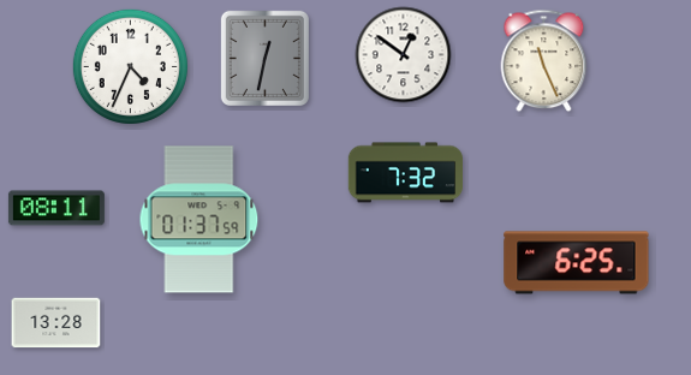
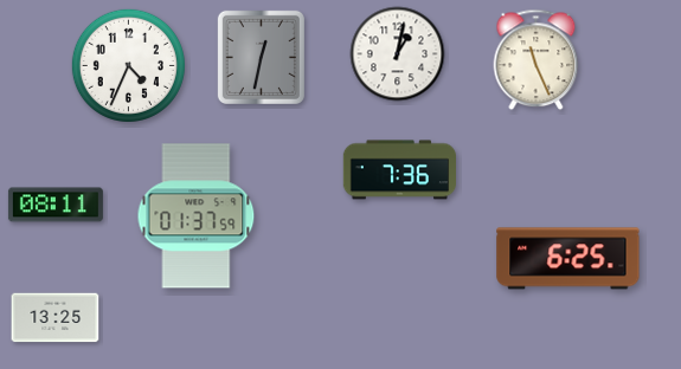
clock at (404, 55): 12:51 -> 1:02
clock at (405, 173): 7:32 -> 7:36
clock at (56, 323): 13:28 -> 13:25
